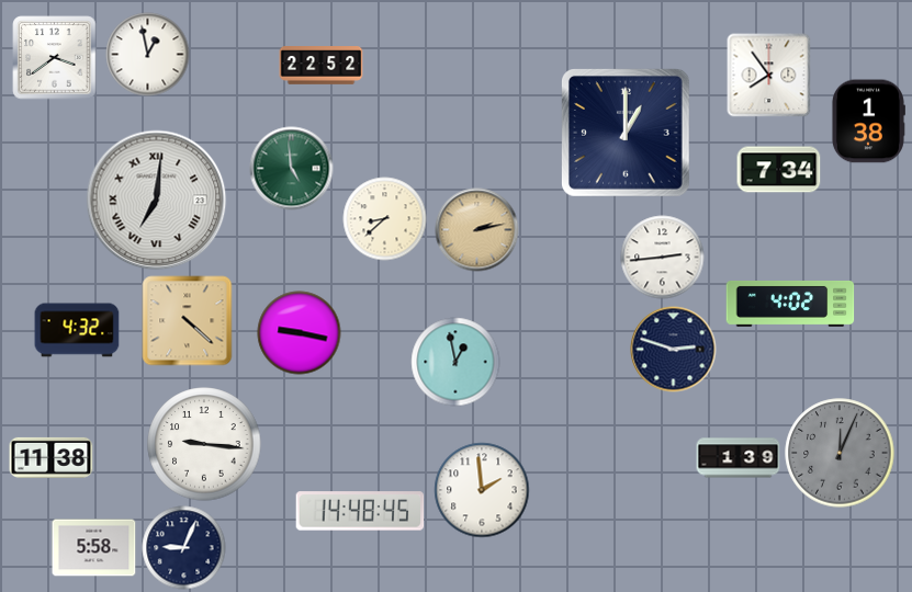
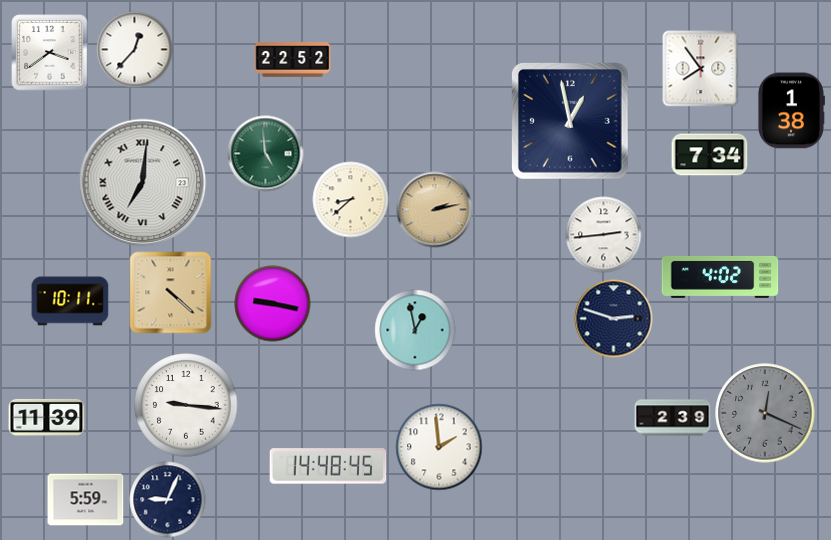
clock at (148, 55): 12:58 -> 12:37
clock at (627, 134): 1:00 -> 12:58
clock at (77, 330): 4:32 -> 10:11
clock at (840, 453): 12:04 -> 12:19
clock at (52, 457): 11:38 -> 11:39
clock at (739, 458): 1:39 -> 2:39
clock at (94, 548): 5:58 -> 5:59
